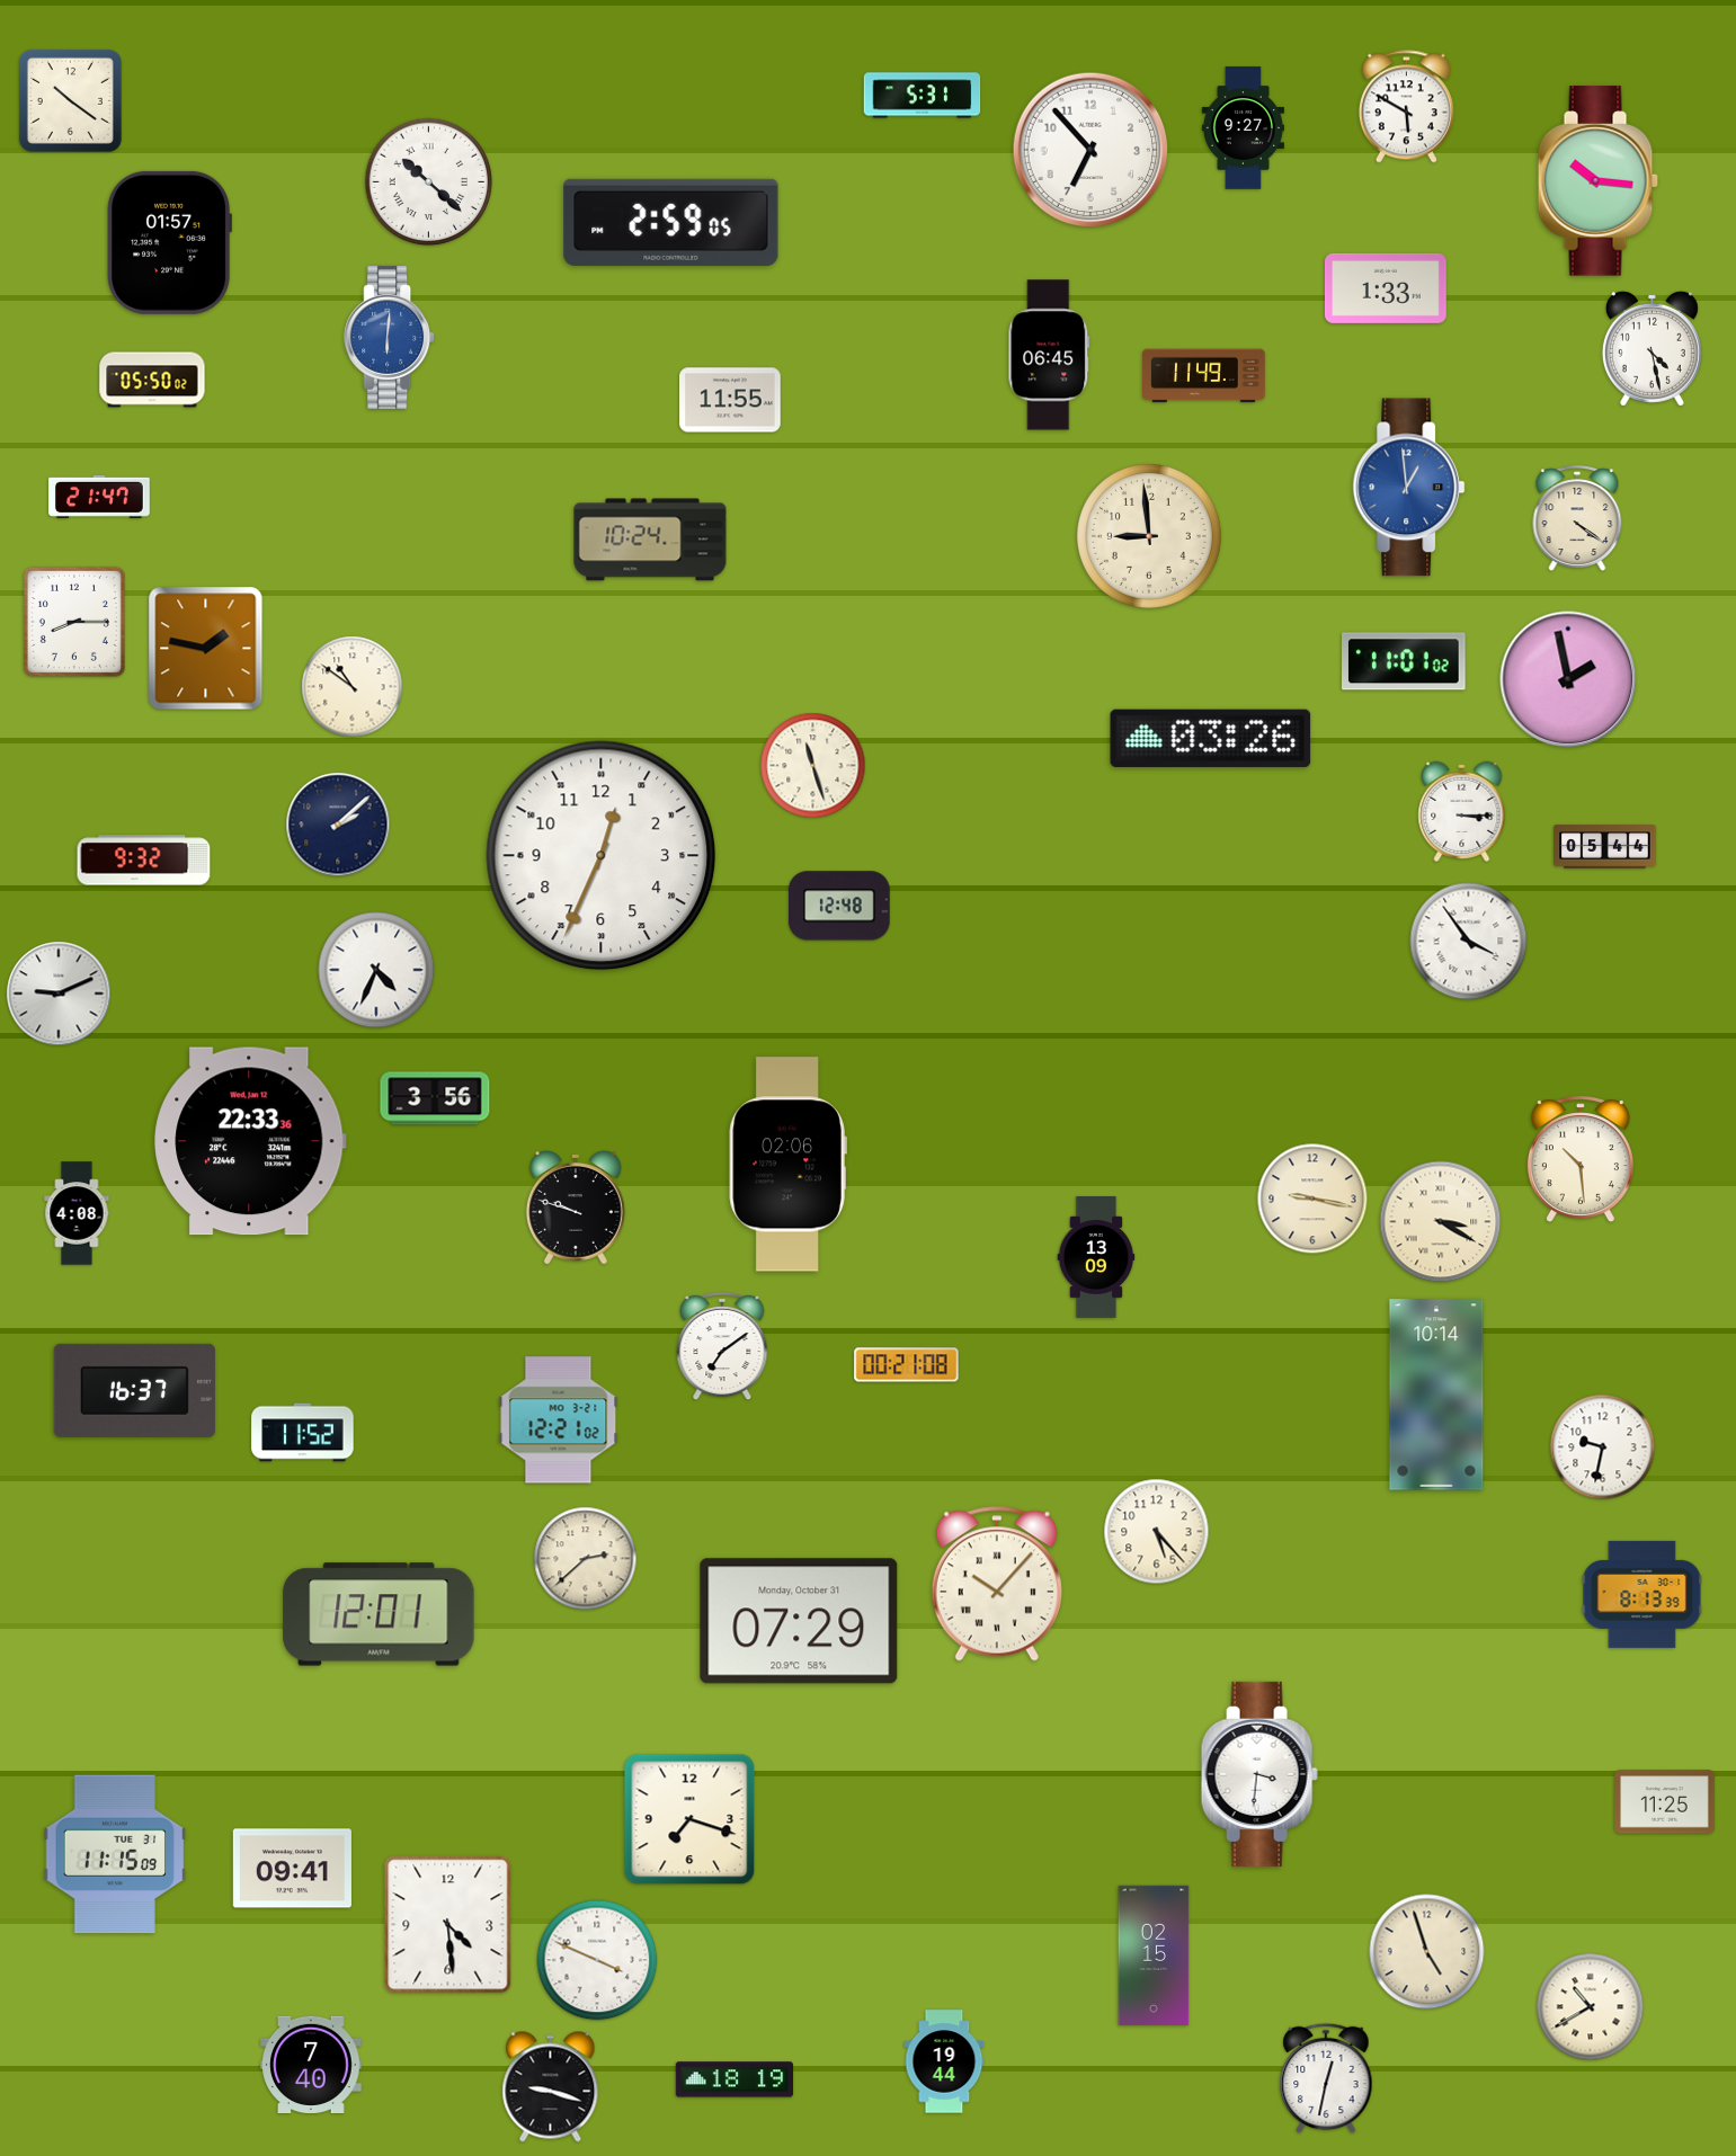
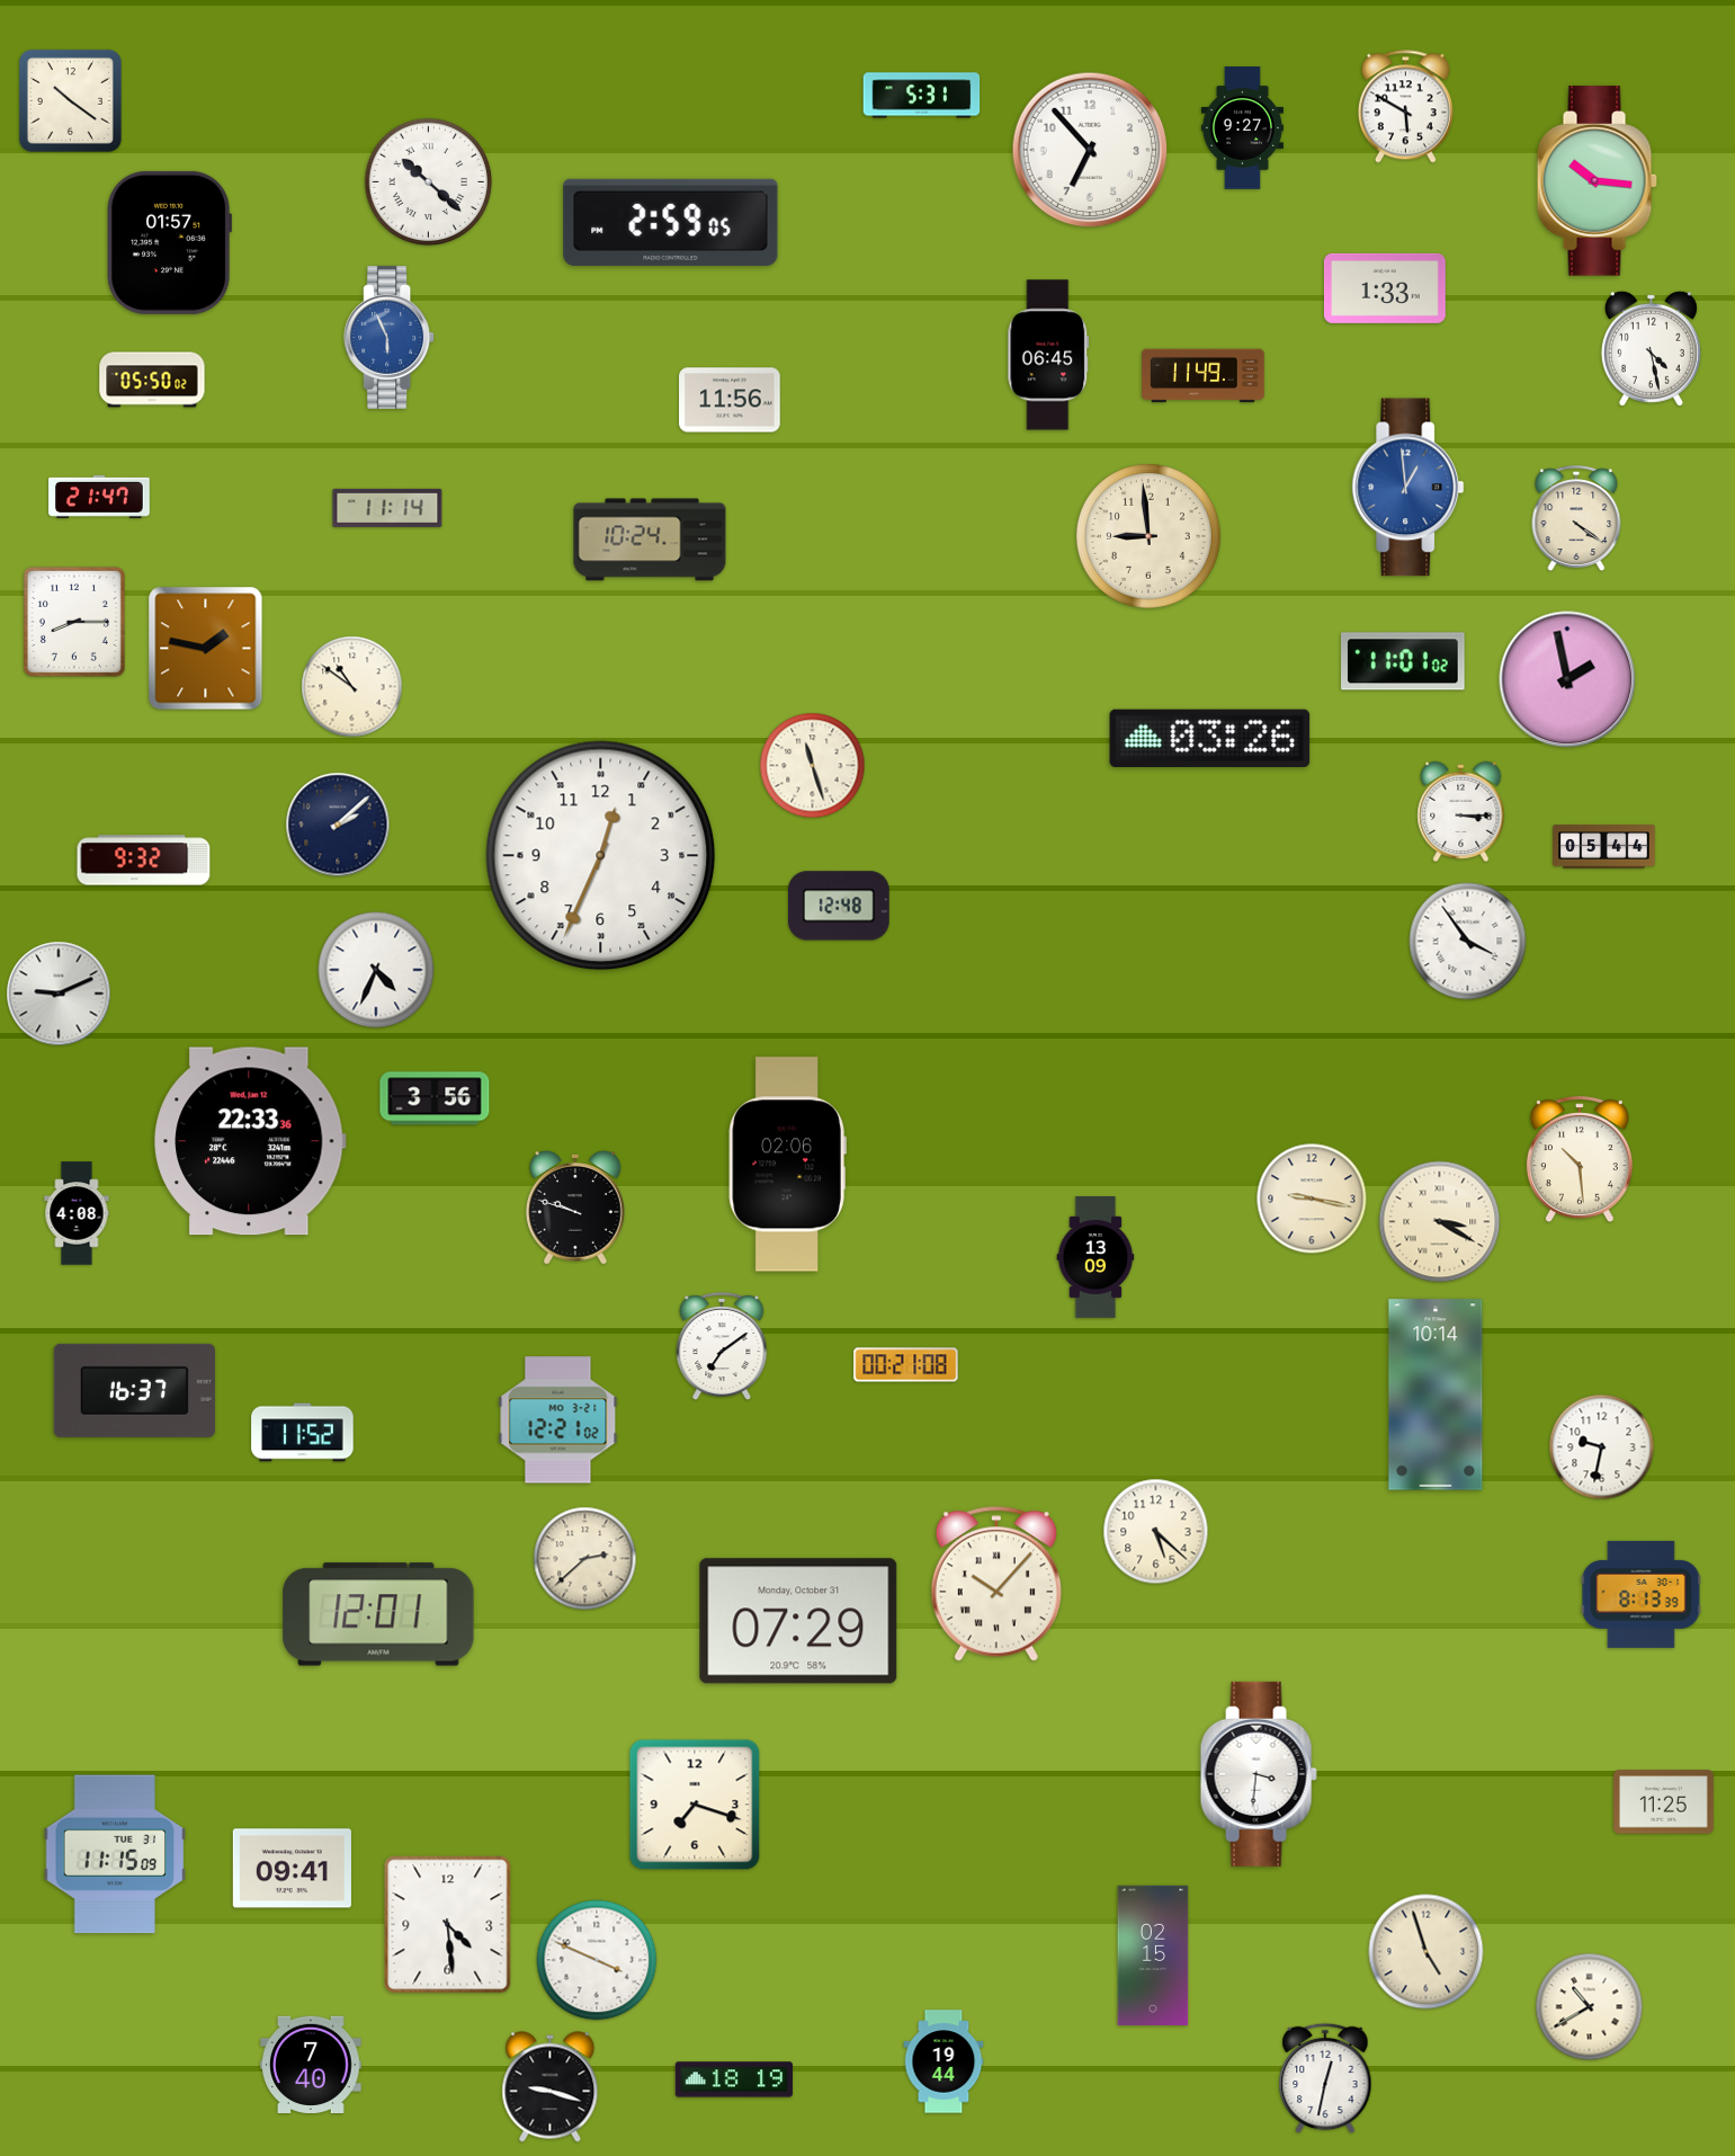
clock at (390, 337): 6:01 -> 5:56
clock at (730, 400): 11:55 -> 11:56
clock at (387, 508): none -> 11:14
clock at (1157, 1532): 5:23 -> 5:22
clock at (689, 1819) position: (689, 1819) -> (695, 1805)
